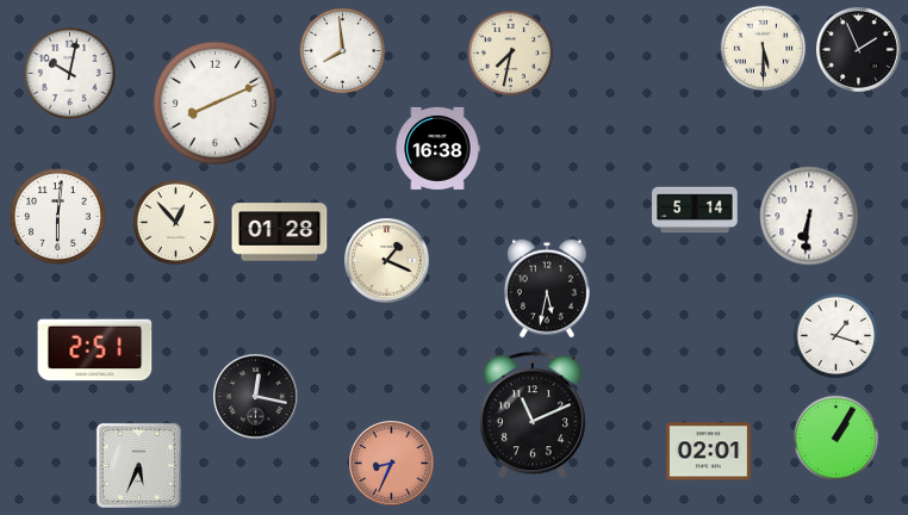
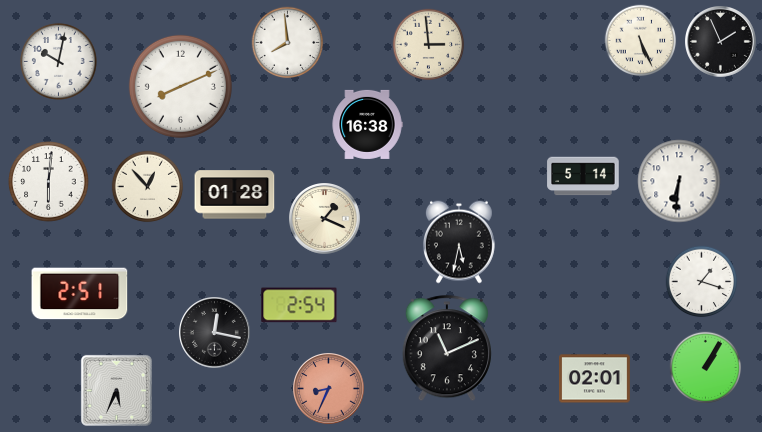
clock at (764, 49): 5:30 -> 5:26
clock at (511, 54): 7:32 -> 2:59
clock at (299, 305): none -> 2:54
clock at (837, 439) position: (837, 439) -> (706, 368)
